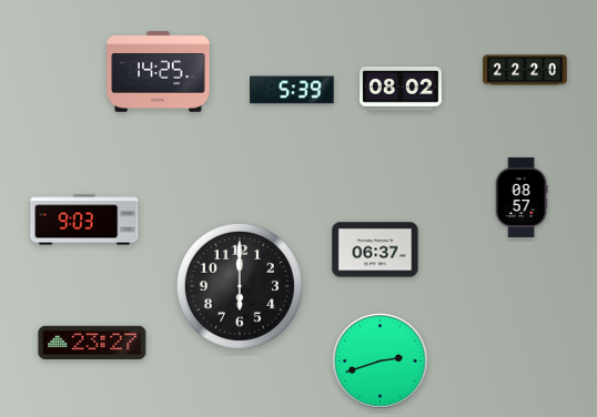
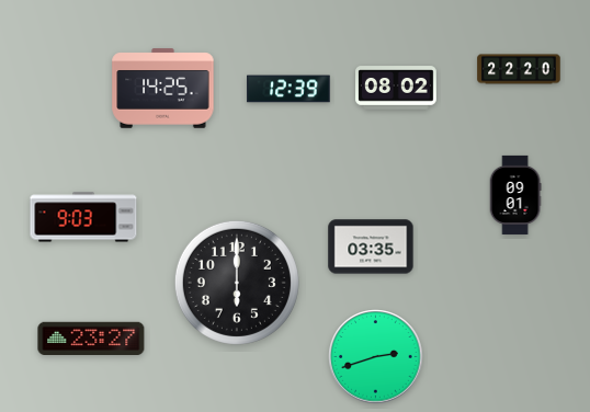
clock at (159, 72) position: (159, 72) -> (163, 89)
clock at (292, 90): 5:39 -> 12:39
clock at (522, 197): 08:57 -> 09:01
clock at (375, 250): 06:37 -> 03:35
